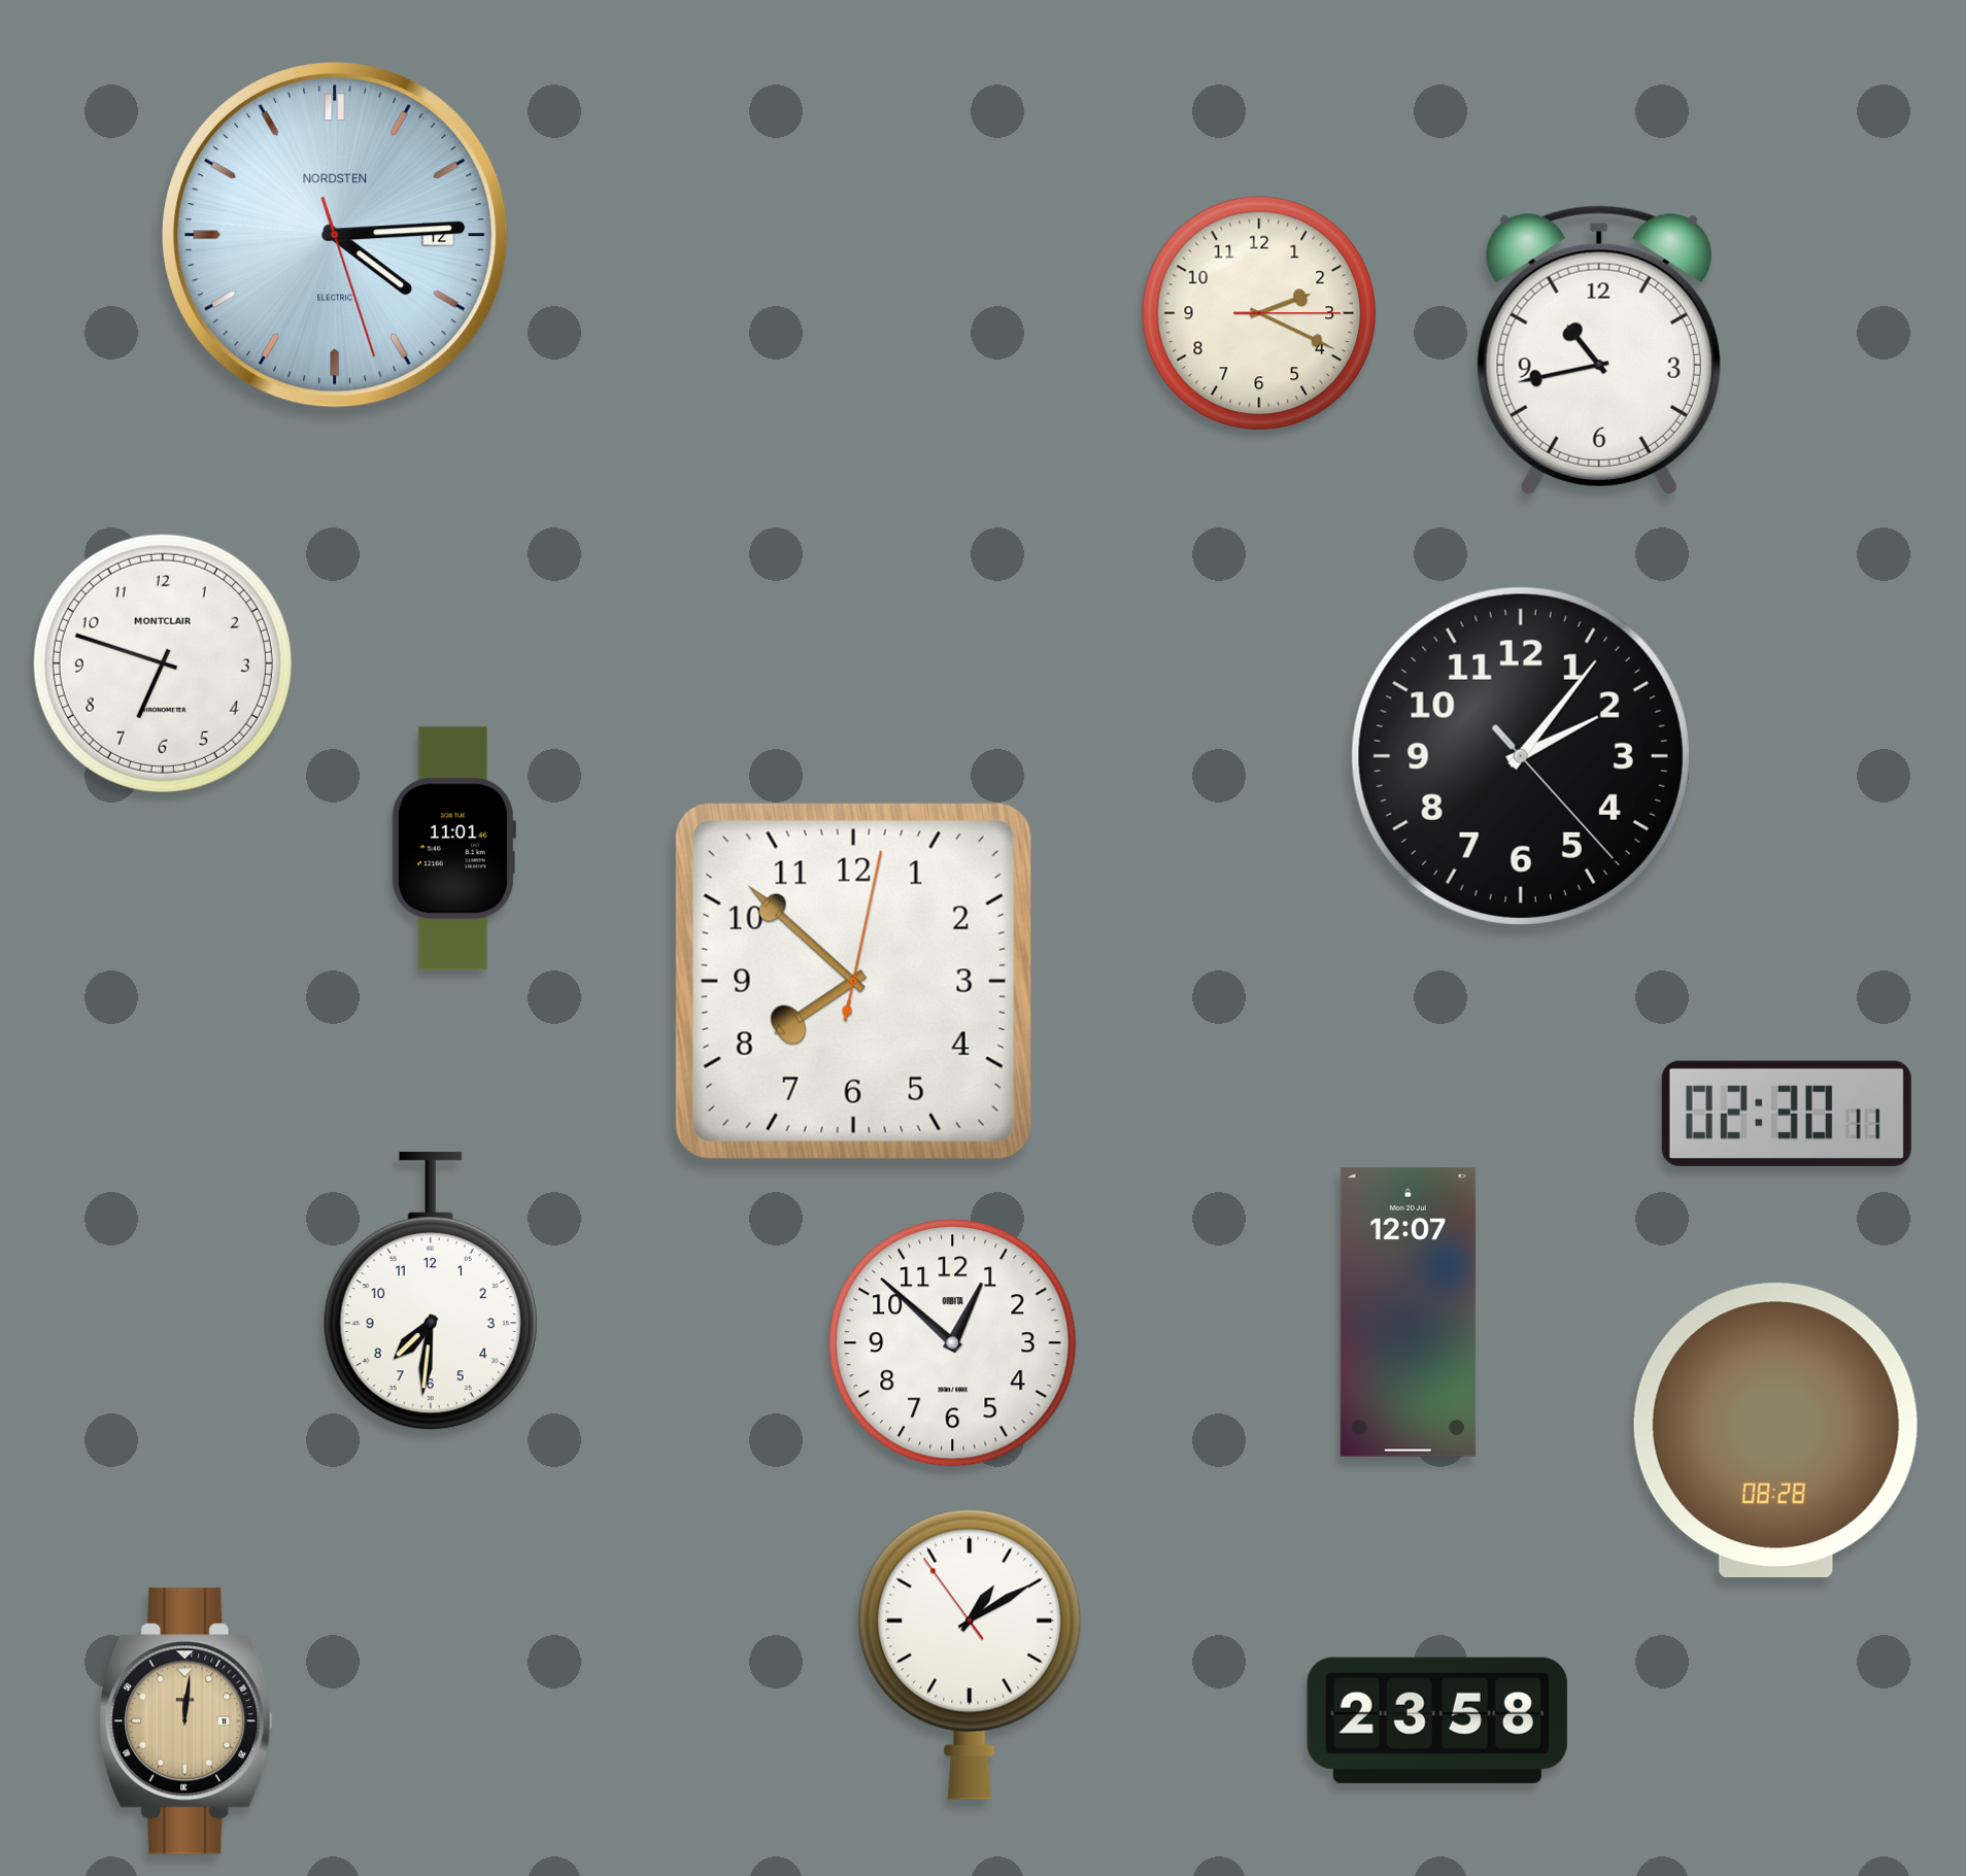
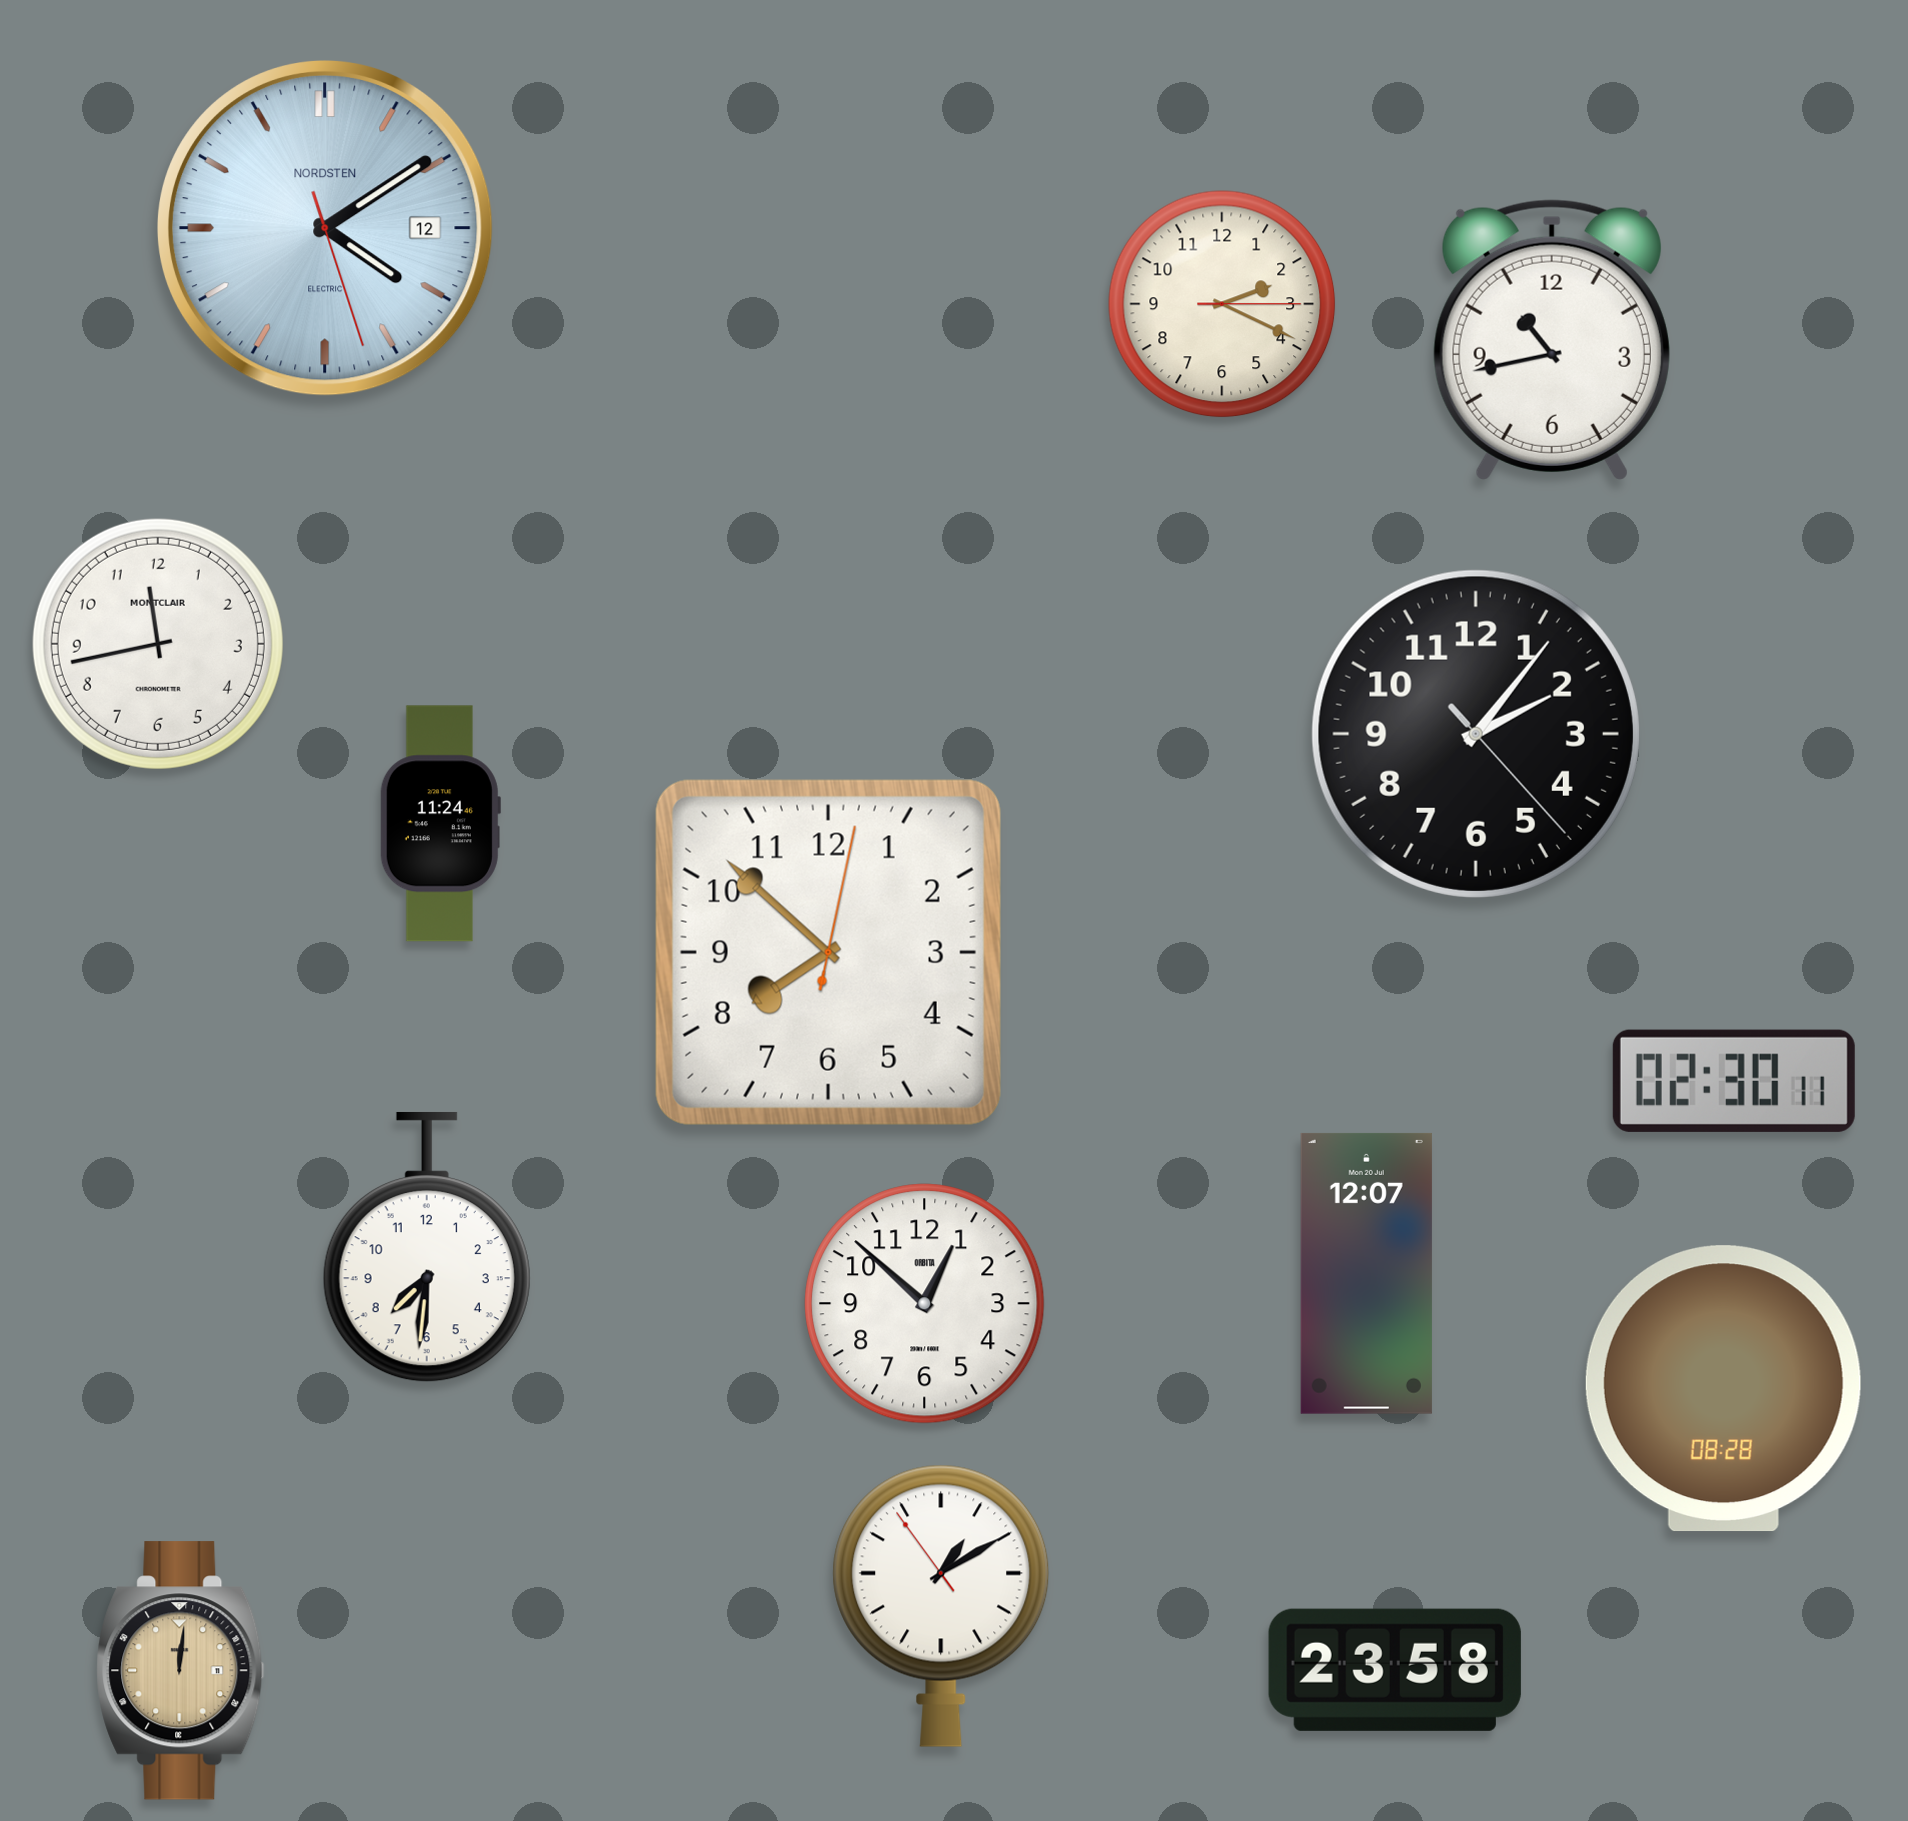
clock at (336, 236): 4:14 -> 4:09
clock at (163, 663): 6:48 -> 11:43
clock at (453, 849): 11:01 -> 11:24
clock at (431, 1291) position: (431, 1291) -> (427, 1247)
